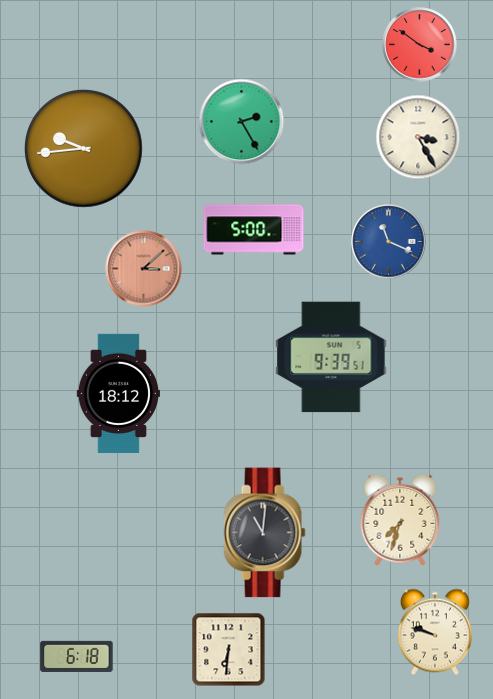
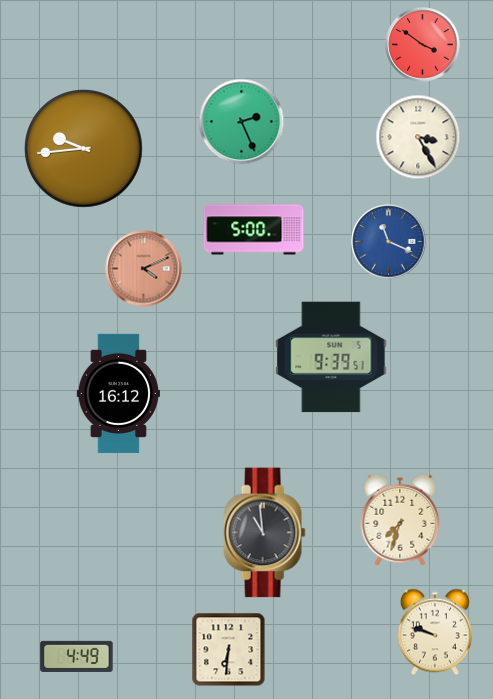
clock at (420, 45) position: (420, 45) -> (423, 45)
clock at (242, 122): 2:25 -> 2:26
clock at (144, 269): 3:08 -> 4:11
clock at (118, 393): 18:12 -> 16:12
clock at (264, 533): 11:01 -> 10:59
clock at (77, 656): 6:18 -> 4:49
